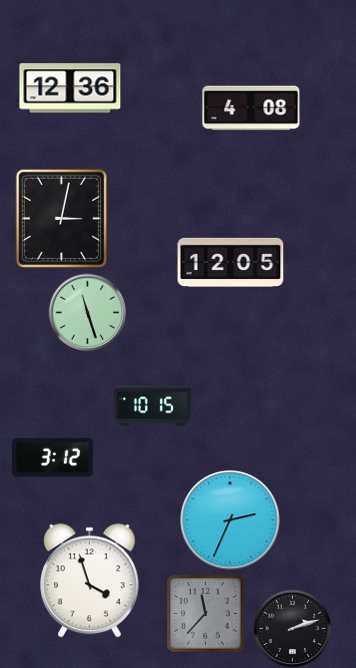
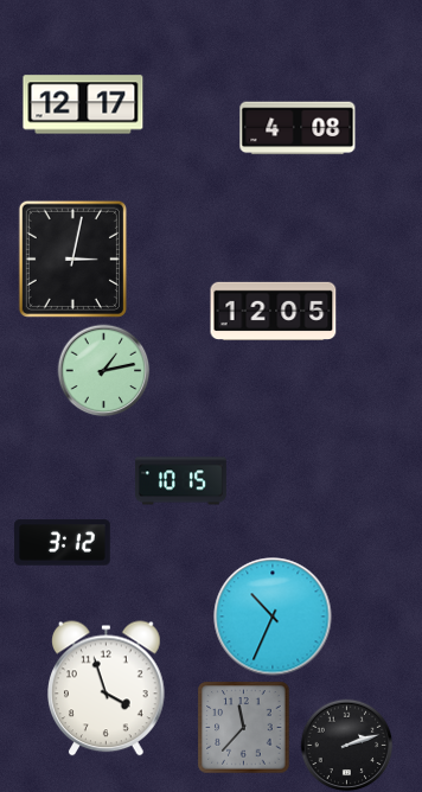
clock at (70, 88): 12:36 -> 12:17
clock at (87, 312): 11:27 -> 1:13
clock at (230, 520): 2:34 -> 10:34
